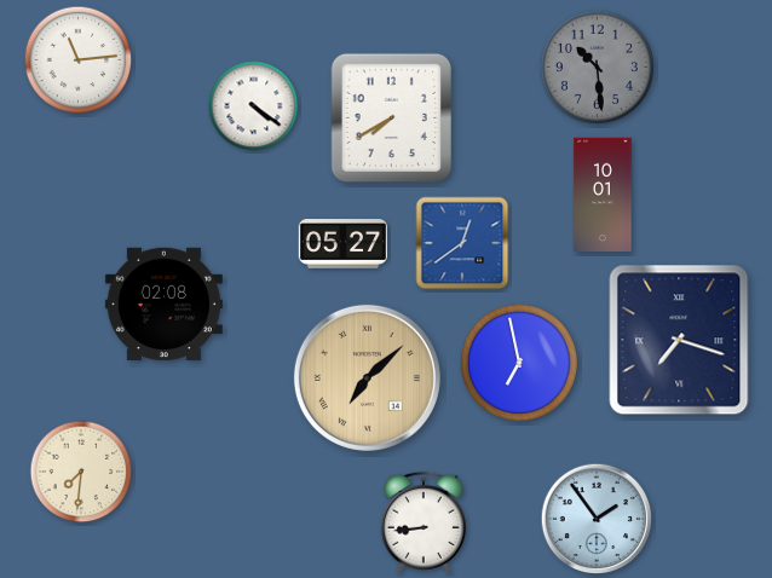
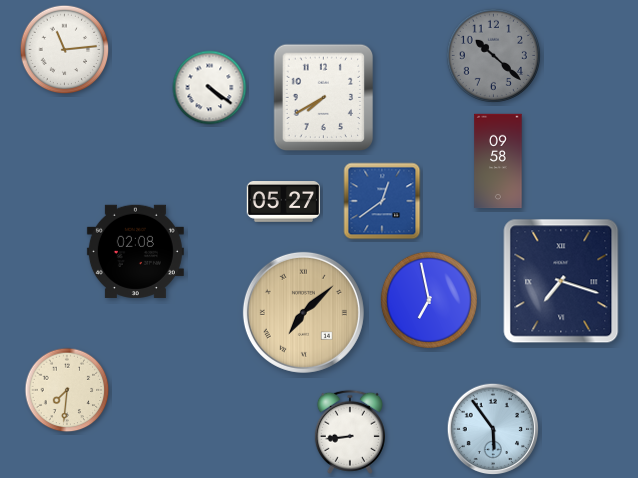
clock at (597, 67): 10:29 -> 10:22
clock at (603, 195): 10:01 -> 09:58
clock at (597, 519): 1:54 -> 5:54
